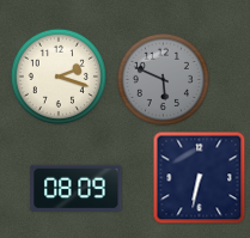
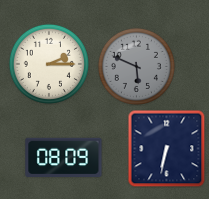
clock at (59, 77): 2:18 -> 2:15
